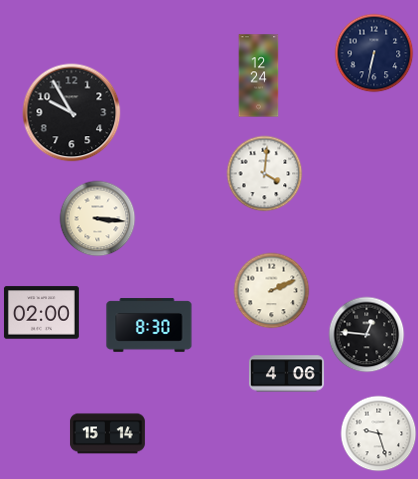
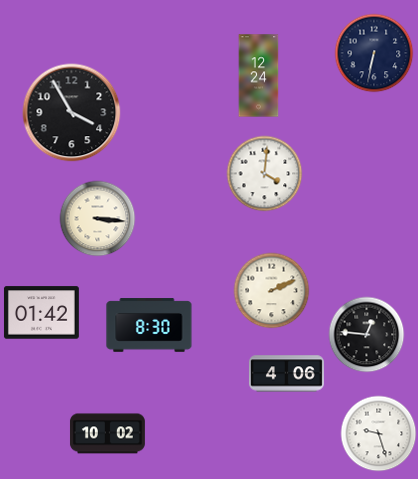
clock at (72, 113): 9:55 -> 3:55
clock at (41, 313): 02:00 -> 01:42
clock at (107, 434): 15:14 -> 10:02
